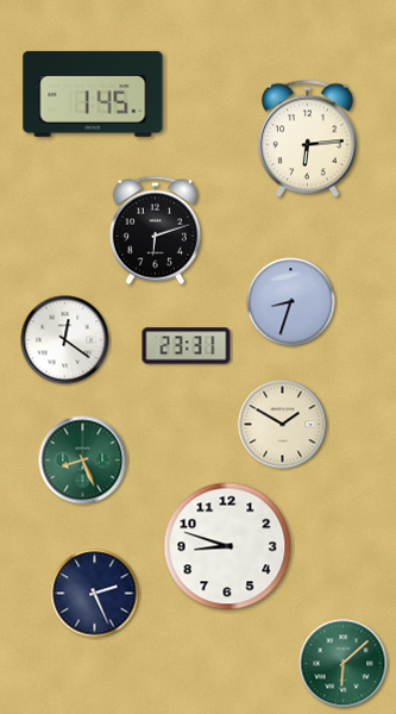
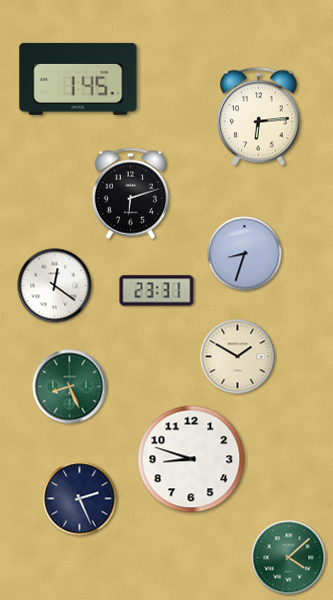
clock at (344, 664): 6:08 -> 4:08
